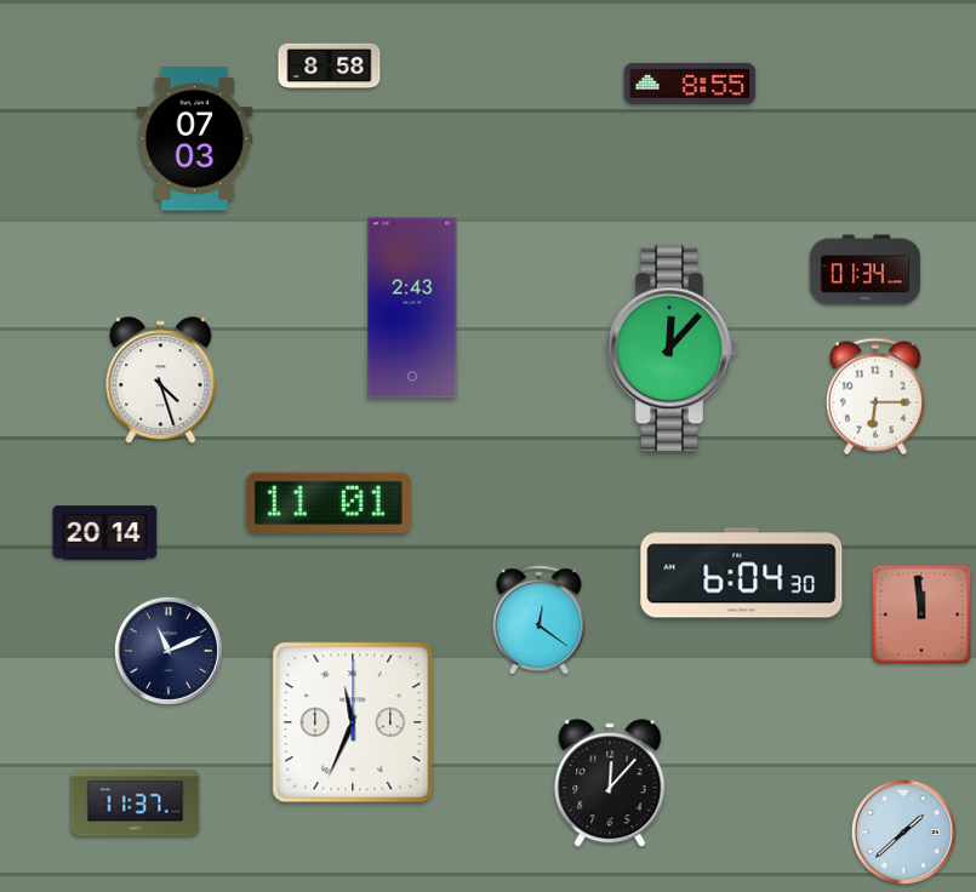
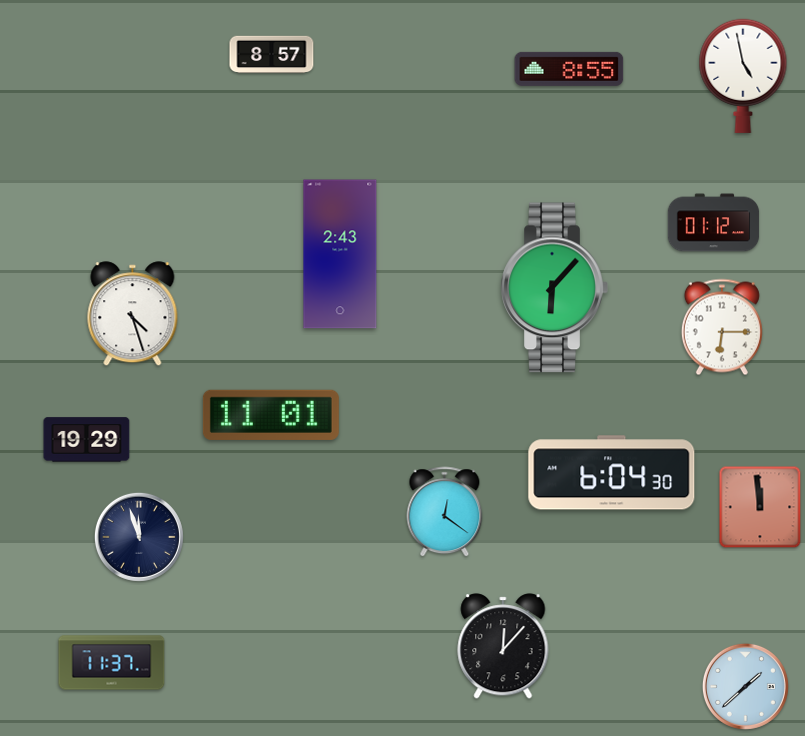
clock at (330, 67): 8:58 -> 8:57
clock at (743, 76): none -> 4:58
clock at (195, 139): 07:03 -> none
clock at (866, 270): 01:34 -> 01:12
clock at (672, 349): 12:07 -> 6:07
clock at (105, 533): 20:14 -> 19:29
clock at (169, 651): 11:11 -> 11:57
clock at (353, 722): 11:34 -> none
